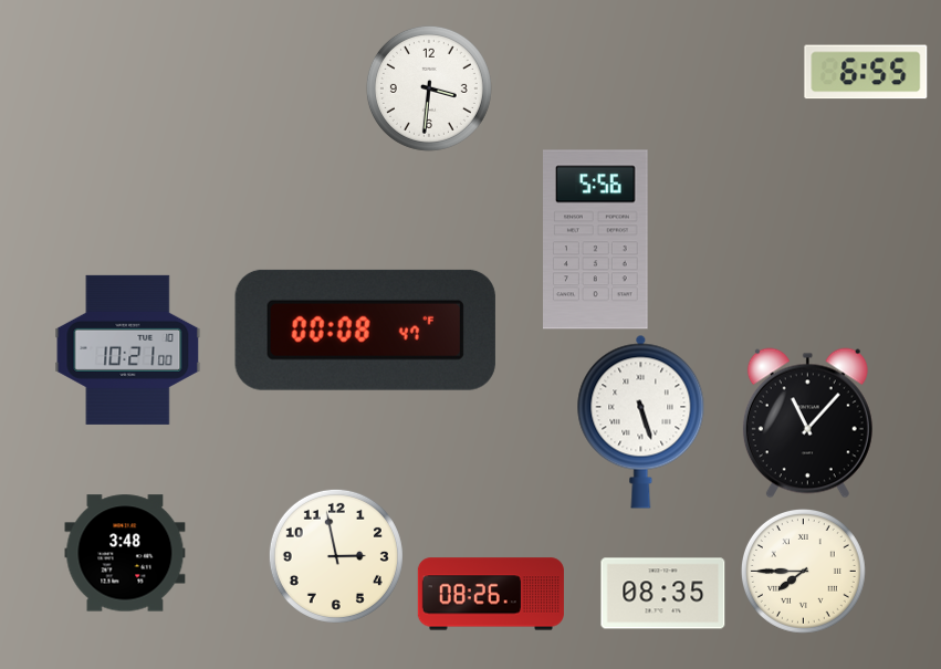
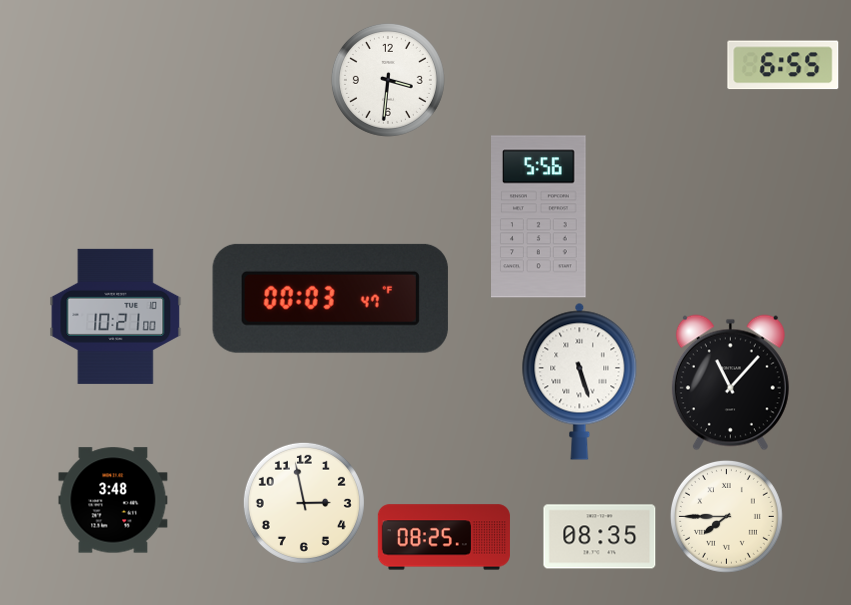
clock at (365, 330): 00:08 -> 00:03
clock at (491, 594): 08:26 -> 08:25
